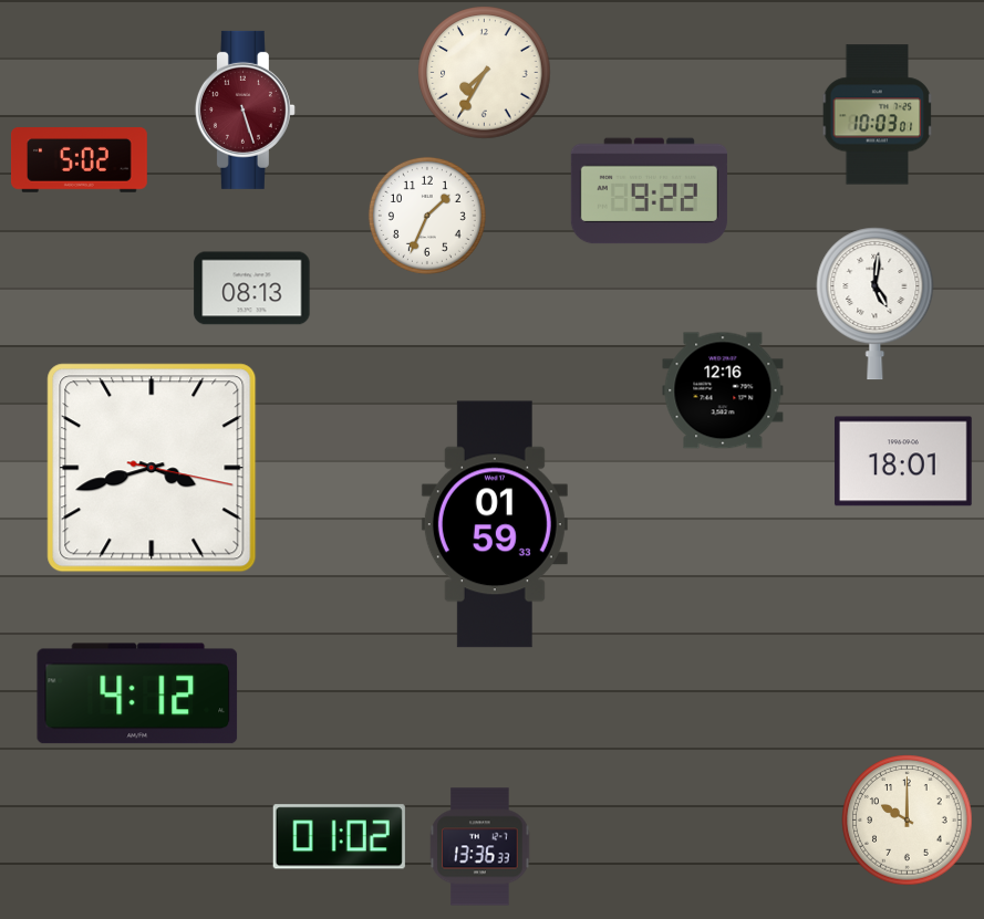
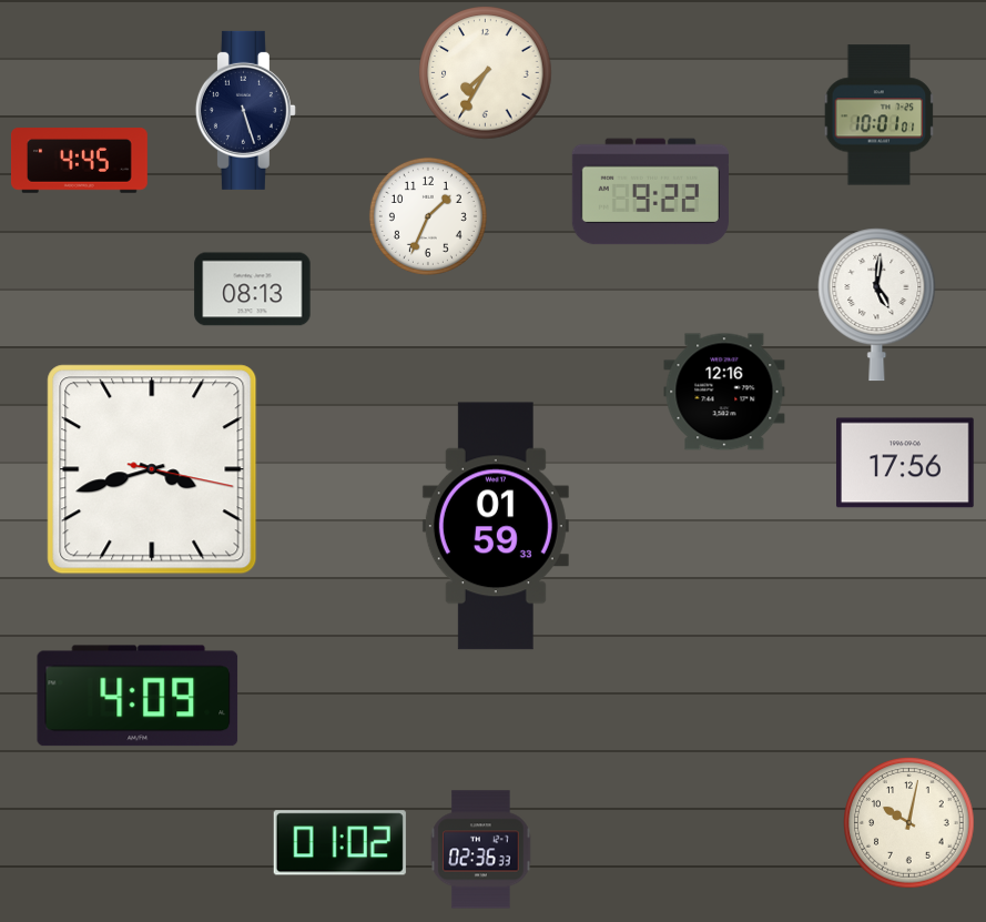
clock at (245, 109) dial: burgundy -> navy
clock at (878, 115): 10:03 -> 10:01
clock at (79, 160): 5:02 -> 4:45
clock at (904, 461): 18:01 -> 17:56
clock at (137, 693): 4:12 -> 4:09
clock at (908, 821): 10:00 -> 10:02
clock at (339, 837) position: (339, 837) -> (339, 843)
clock at (480, 847): 13:36 -> 02:36
